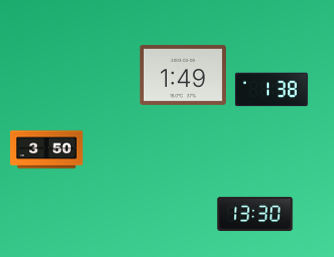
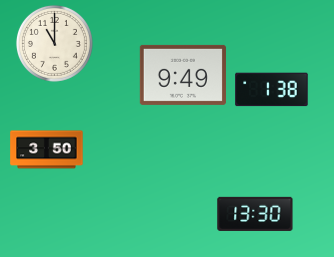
clock at (54, 43): none -> 11:00
clock at (183, 75): 1:49 -> 9:49
